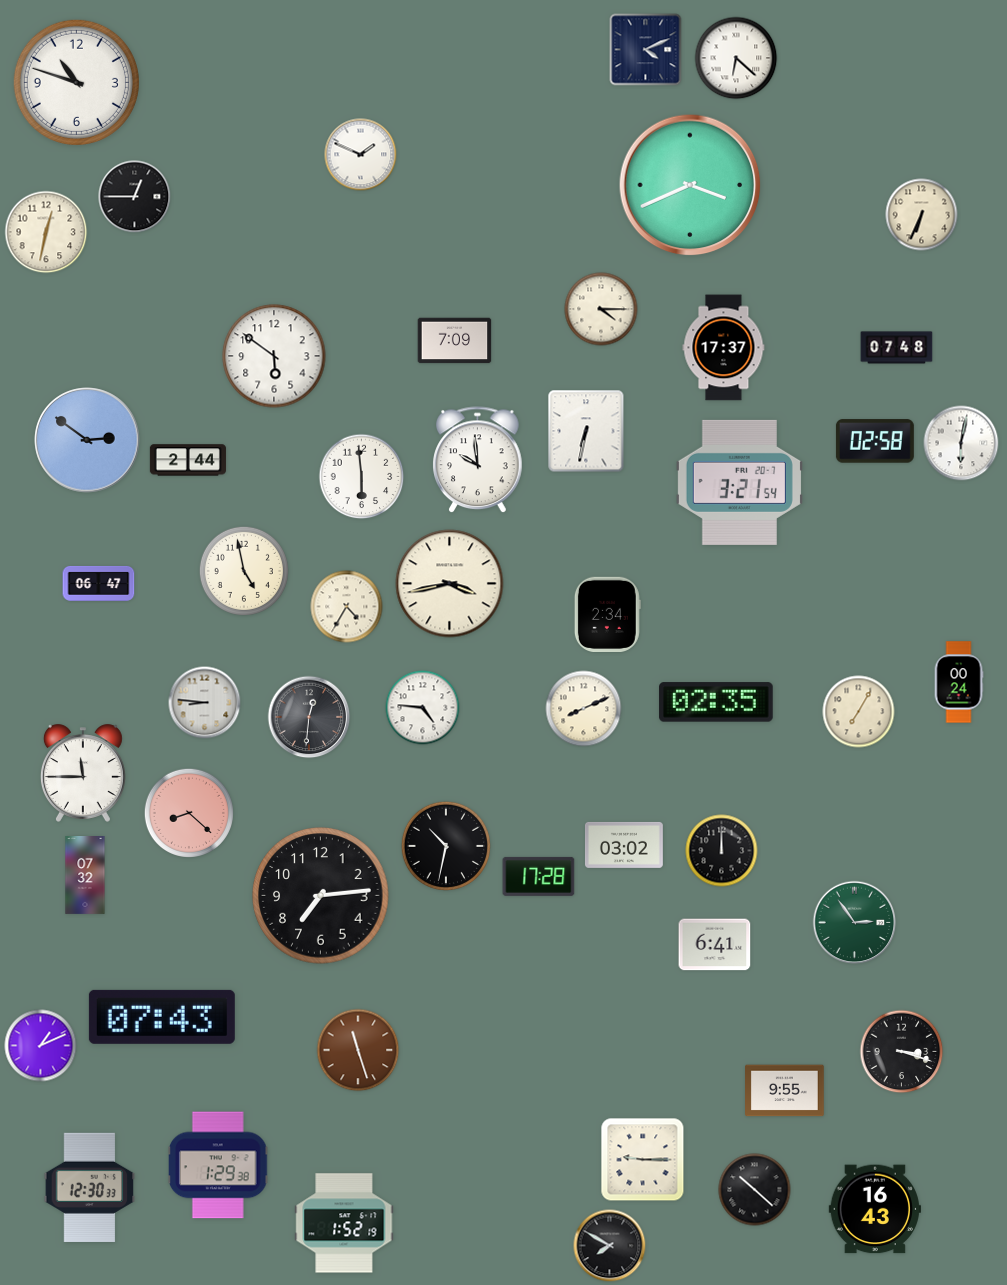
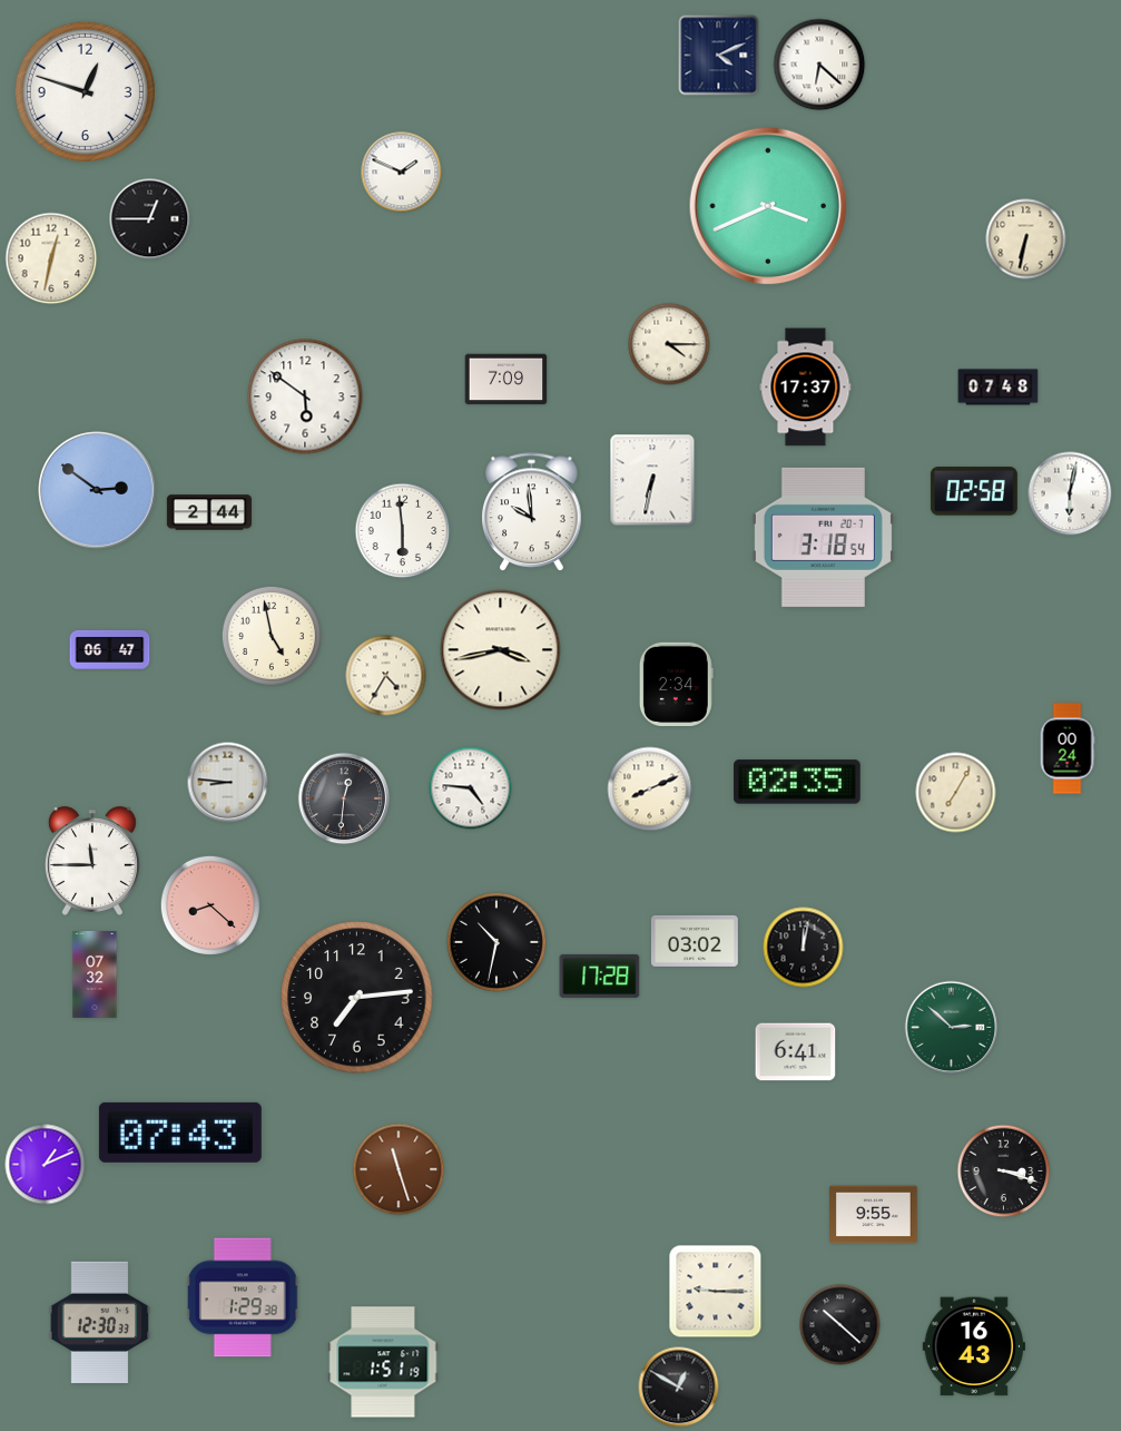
clock at (76, 82): 10:48 -> 12:48
clock at (922, 215): 6:34 -> 6:32
clock at (739, 482): 3:21 -> 3:18
clock at (959, 682) position: (959, 682) -> (1068, 748)
clock at (722, 851): 12:00 -> 12:02
clock at (855, 923): 2:54 -> 2:52
clock at (344, 1223): 1:52 -> 1:51
clock at (610, 1246): 7:50 -> 12:50
